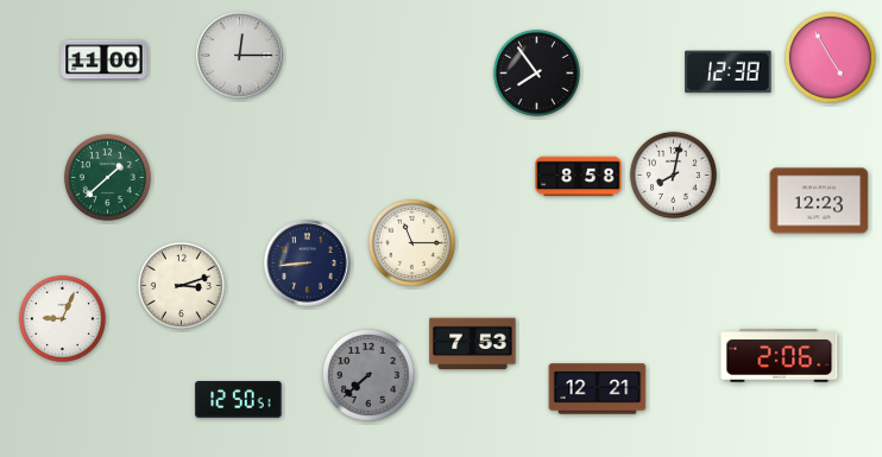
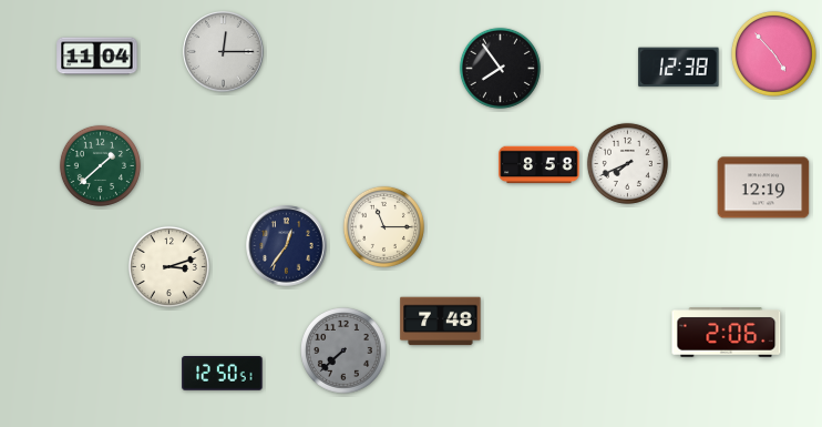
clock at (830, 57): 4:55 -> 4:53
clock at (105, 61): 11:00 -> 11:04
clock at (673, 174): 8:02 -> 7:41
clock at (819, 201): 12:23 -> 12:19
clock at (308, 264): 8:44 -> 12:36
clock at (62, 318): 9:04 -> none
clock at (473, 344): 7:53 -> 7:48
clock at (598, 389): 12:21 -> none
